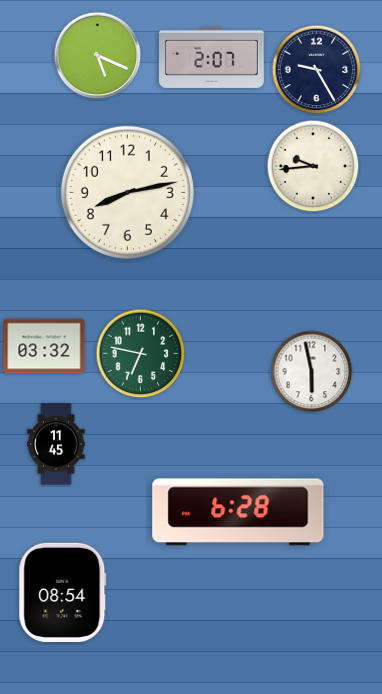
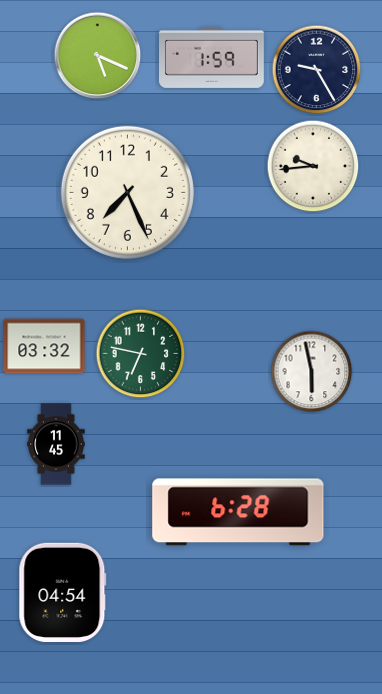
clock at (212, 57): 2:07 -> 1:59
clock at (127, 192): 8:13 -> 7:26
clock at (63, 592): 08:54 -> 04:54
